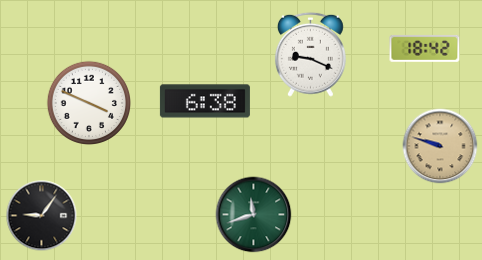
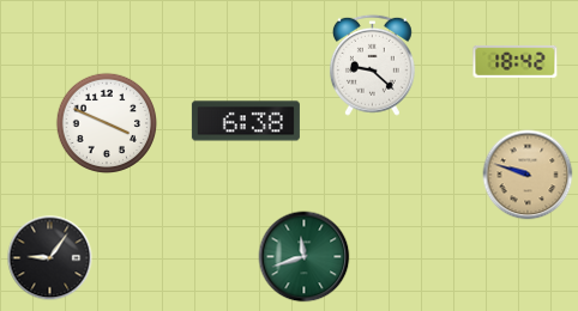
clock at (425, 48) position: (425, 48) -> (516, 61)
clock at (310, 54): 9:19 -> 9:22
